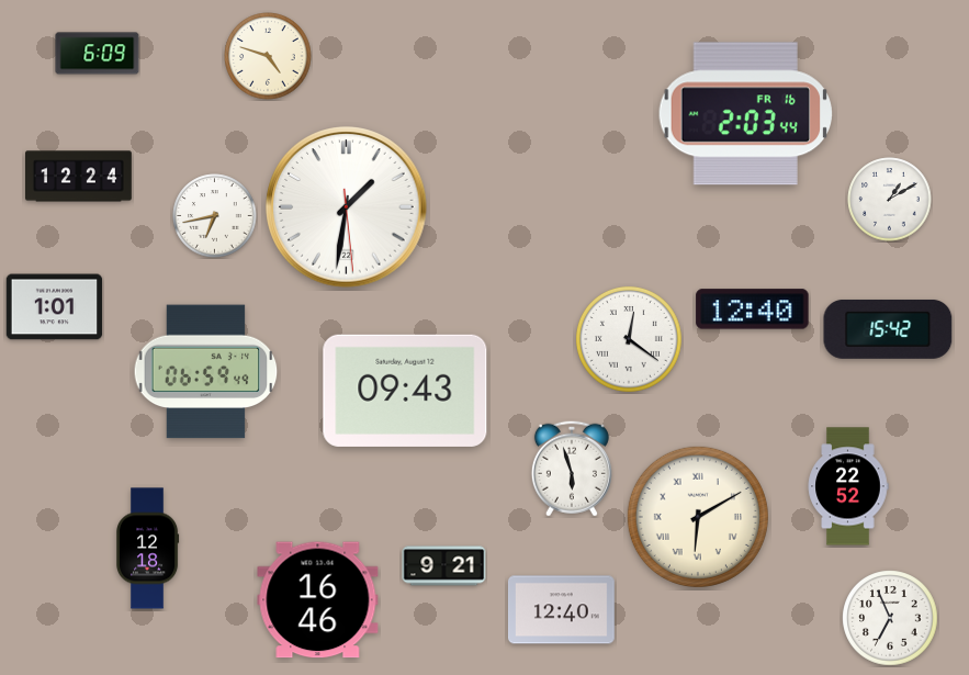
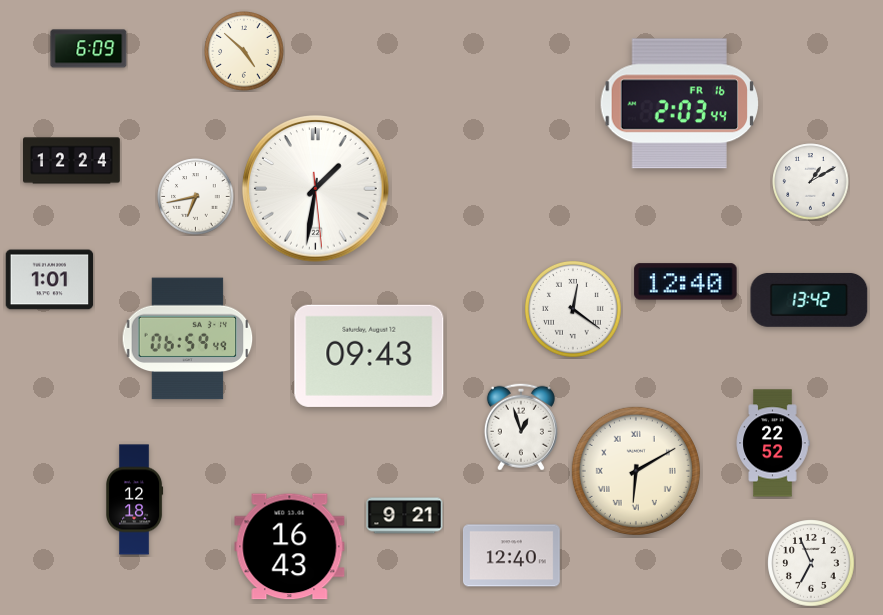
clock at (268, 56): 4:48 -> 4:52
clock at (888, 329): 15:42 -> 13:42
clock at (572, 469): 5:57 -> 12:57
clock at (318, 600): 16:46 -> 16:43
